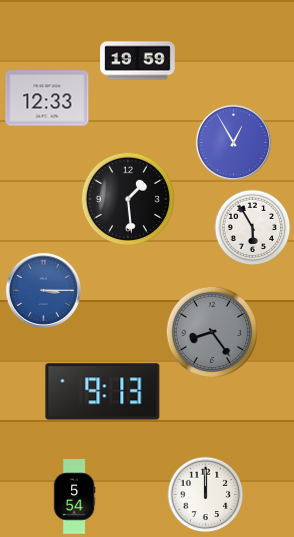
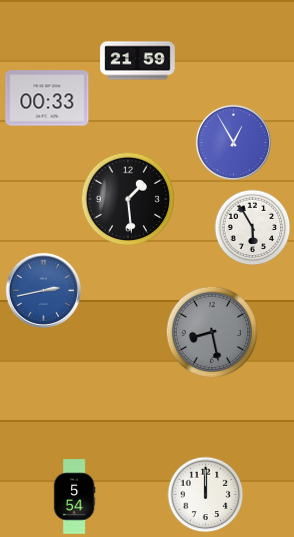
clock at (138, 61): 19:59 -> 21:59
clock at (47, 98): 12:33 -> 00:33
clock at (43, 290): 3:15 -> 2:43
clock at (212, 332): 8:24 -> 8:28
clock at (103, 392): 9:13 -> none
